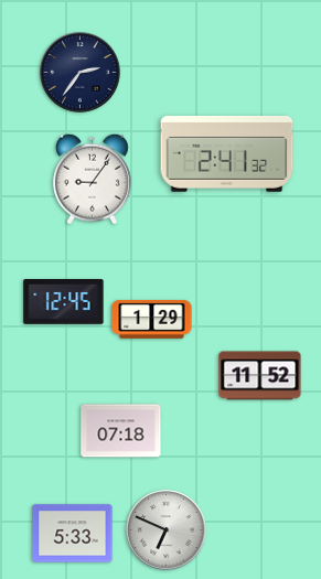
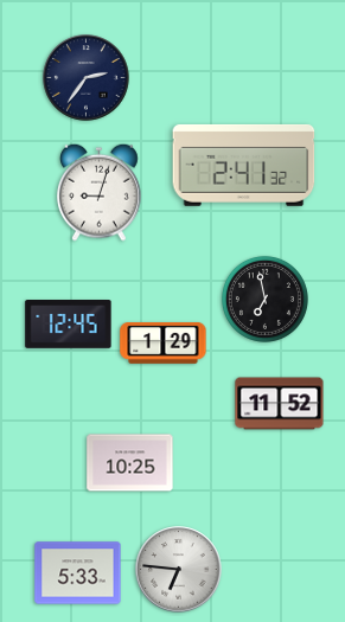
clock at (93, 179): 9:06 -> 9:03
clock at (264, 299): none -> 6:58
clock at (121, 431): 07:18 -> 10:25
clock at (167, 530): 6:49 -> 6:46
